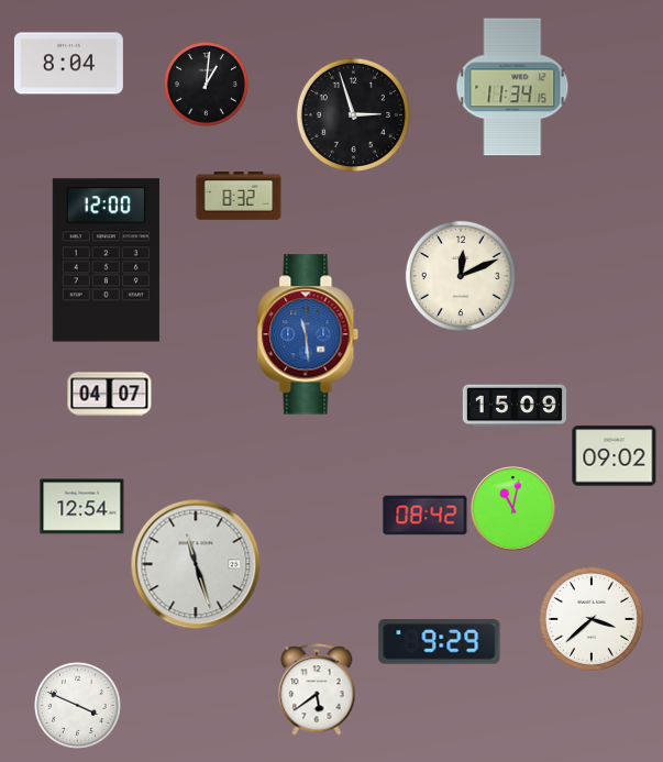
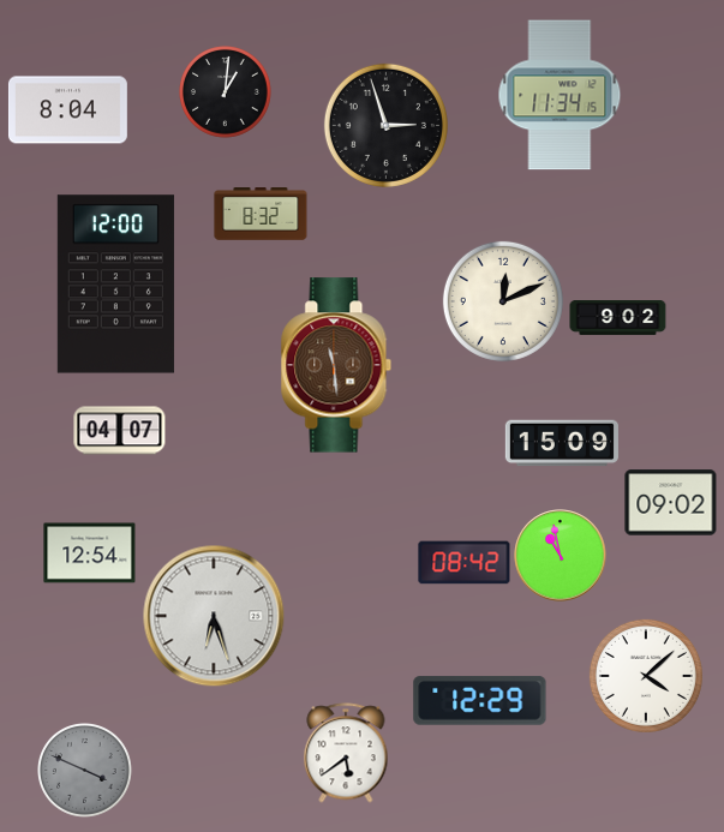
clock at (68, 64) position: (68, 64) -> (67, 110)
clock at (618, 318): none -> 9:02
clock at (308, 334) dial: blue -> brown
clock at (615, 456) position: (615, 456) -> (671, 503)
clock at (513, 509): 11:02 -> 10:58
clock at (196, 564): 11:27 -> 6:27
clock at (592, 619): 3:38 -> 4:08
clock at (440, 642): 9:29 -> 12:29
clock at (78, 706) dial: white -> grey
